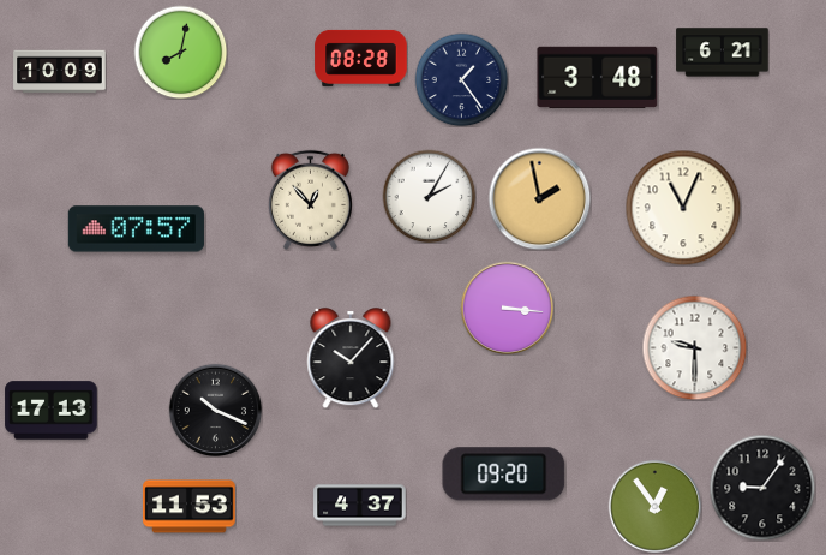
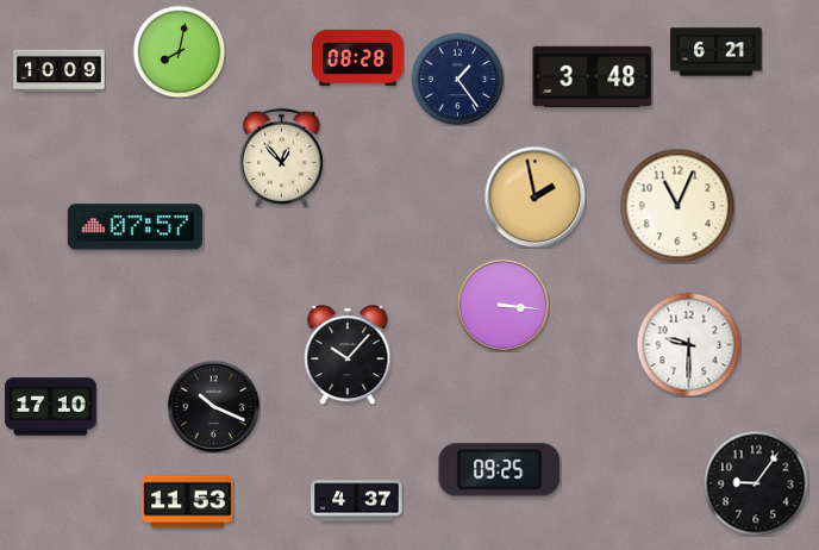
clock at (429, 196): 2:05 -> none
clock at (310, 199) position: (310, 199) -> (281, 157)
clock at (52, 411): 17:13 -> 17:10
clock at (504, 475): 09:20 -> 09:25
clock at (654, 506): 12:54 -> none
